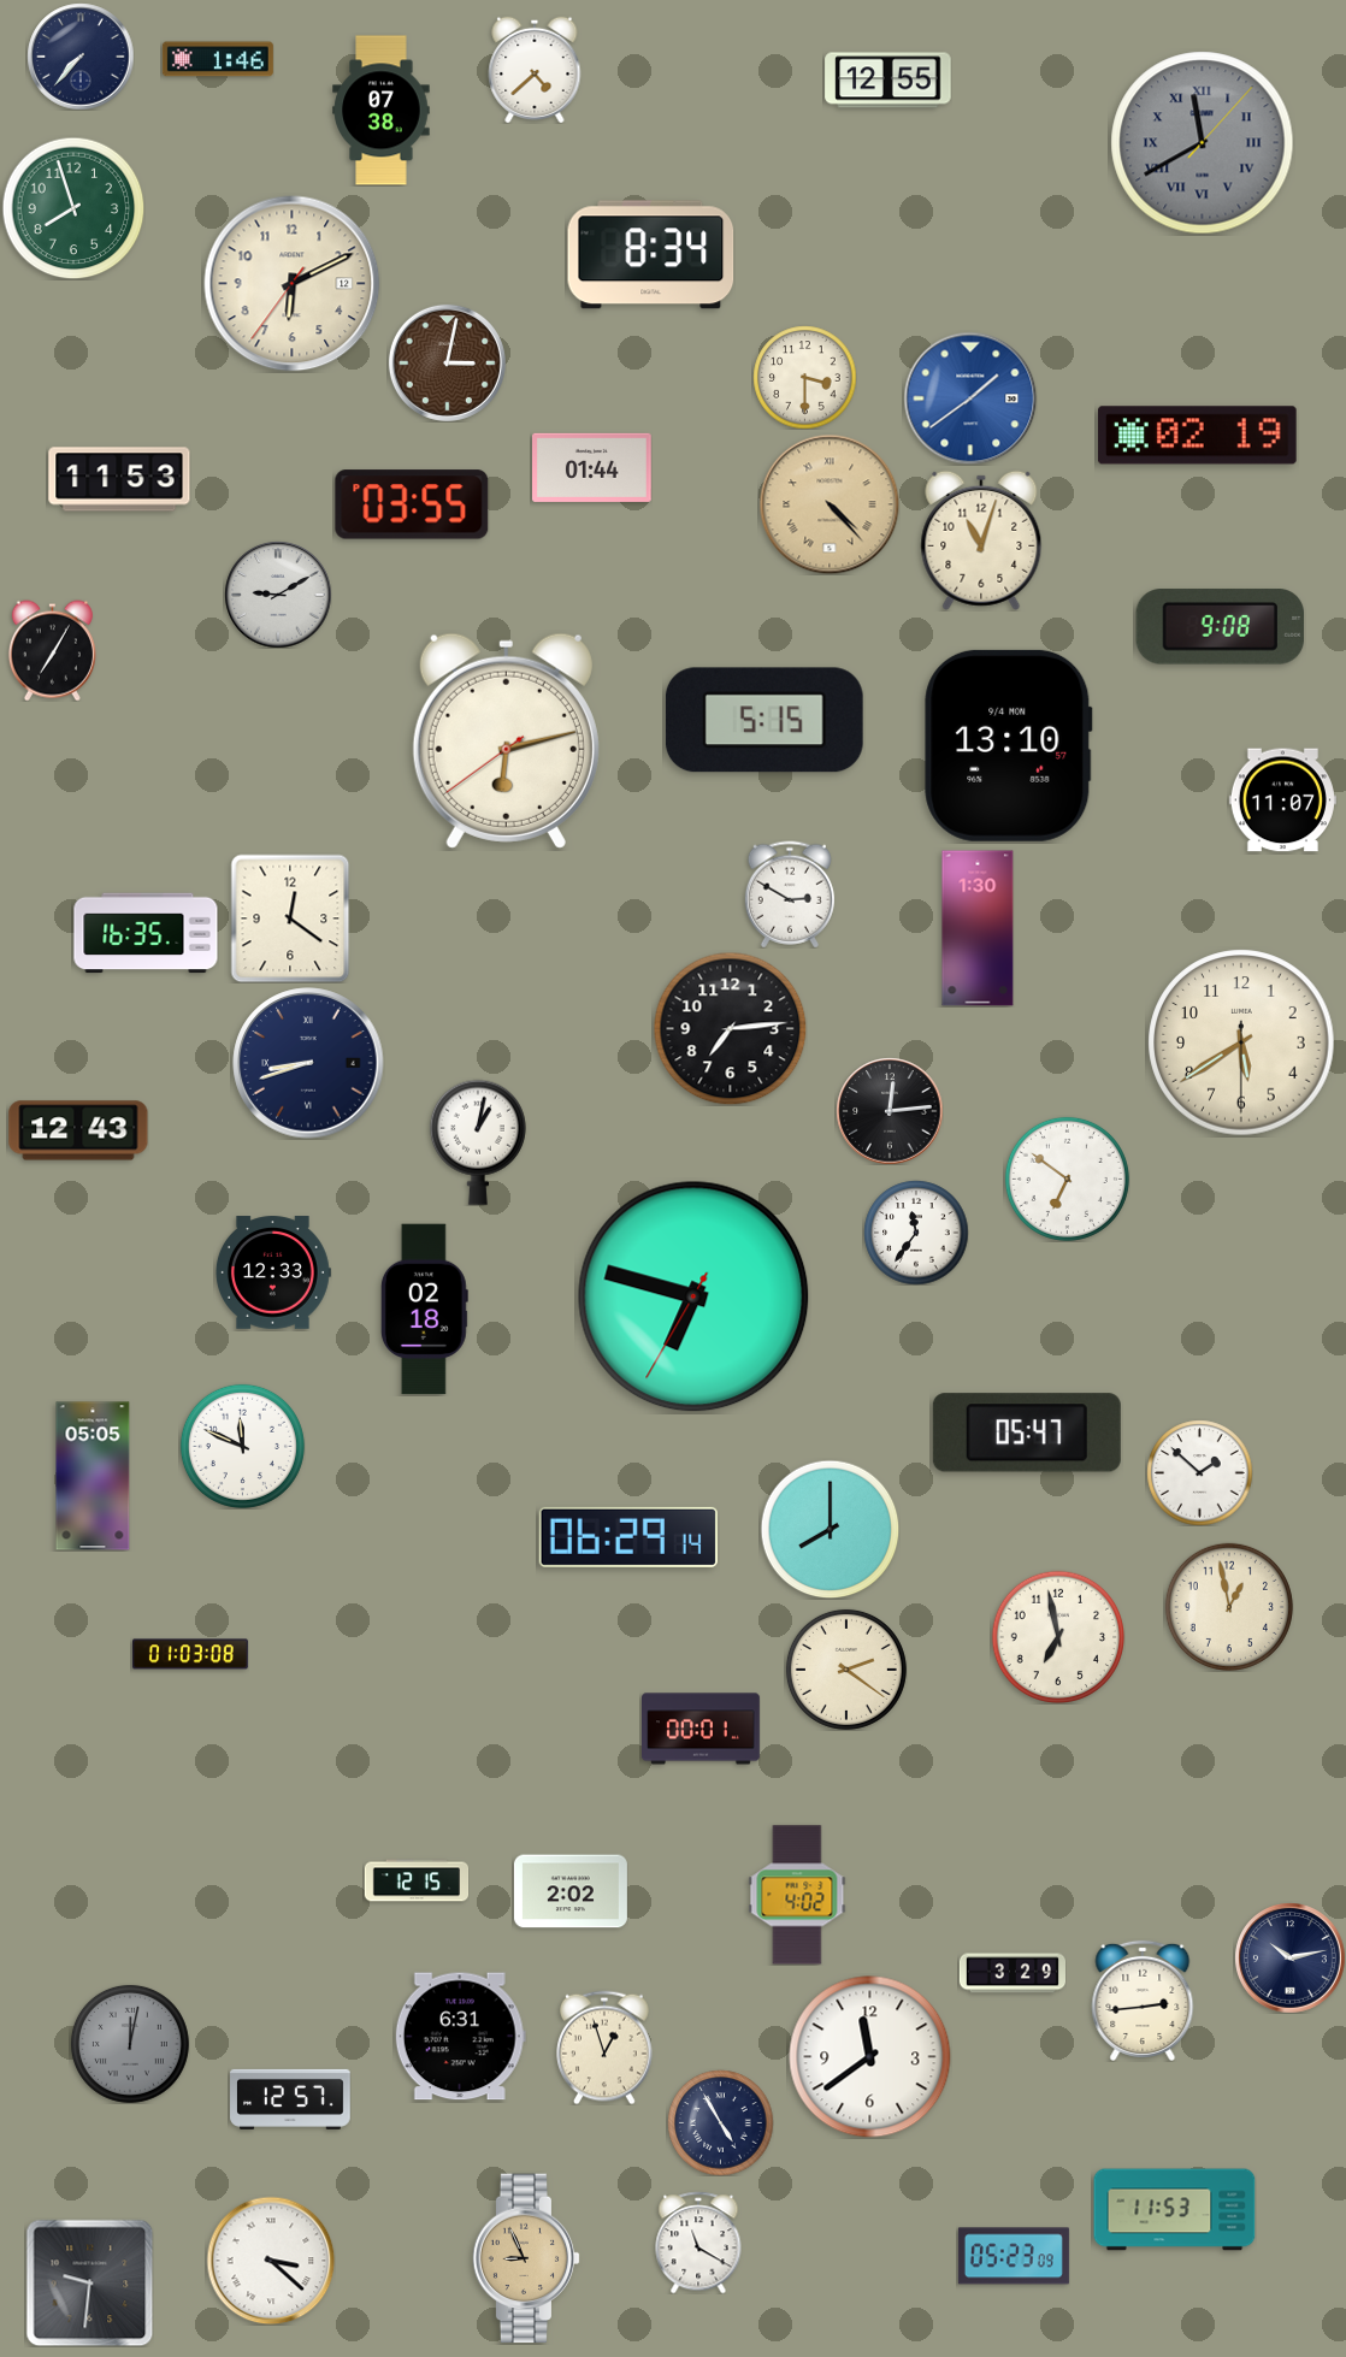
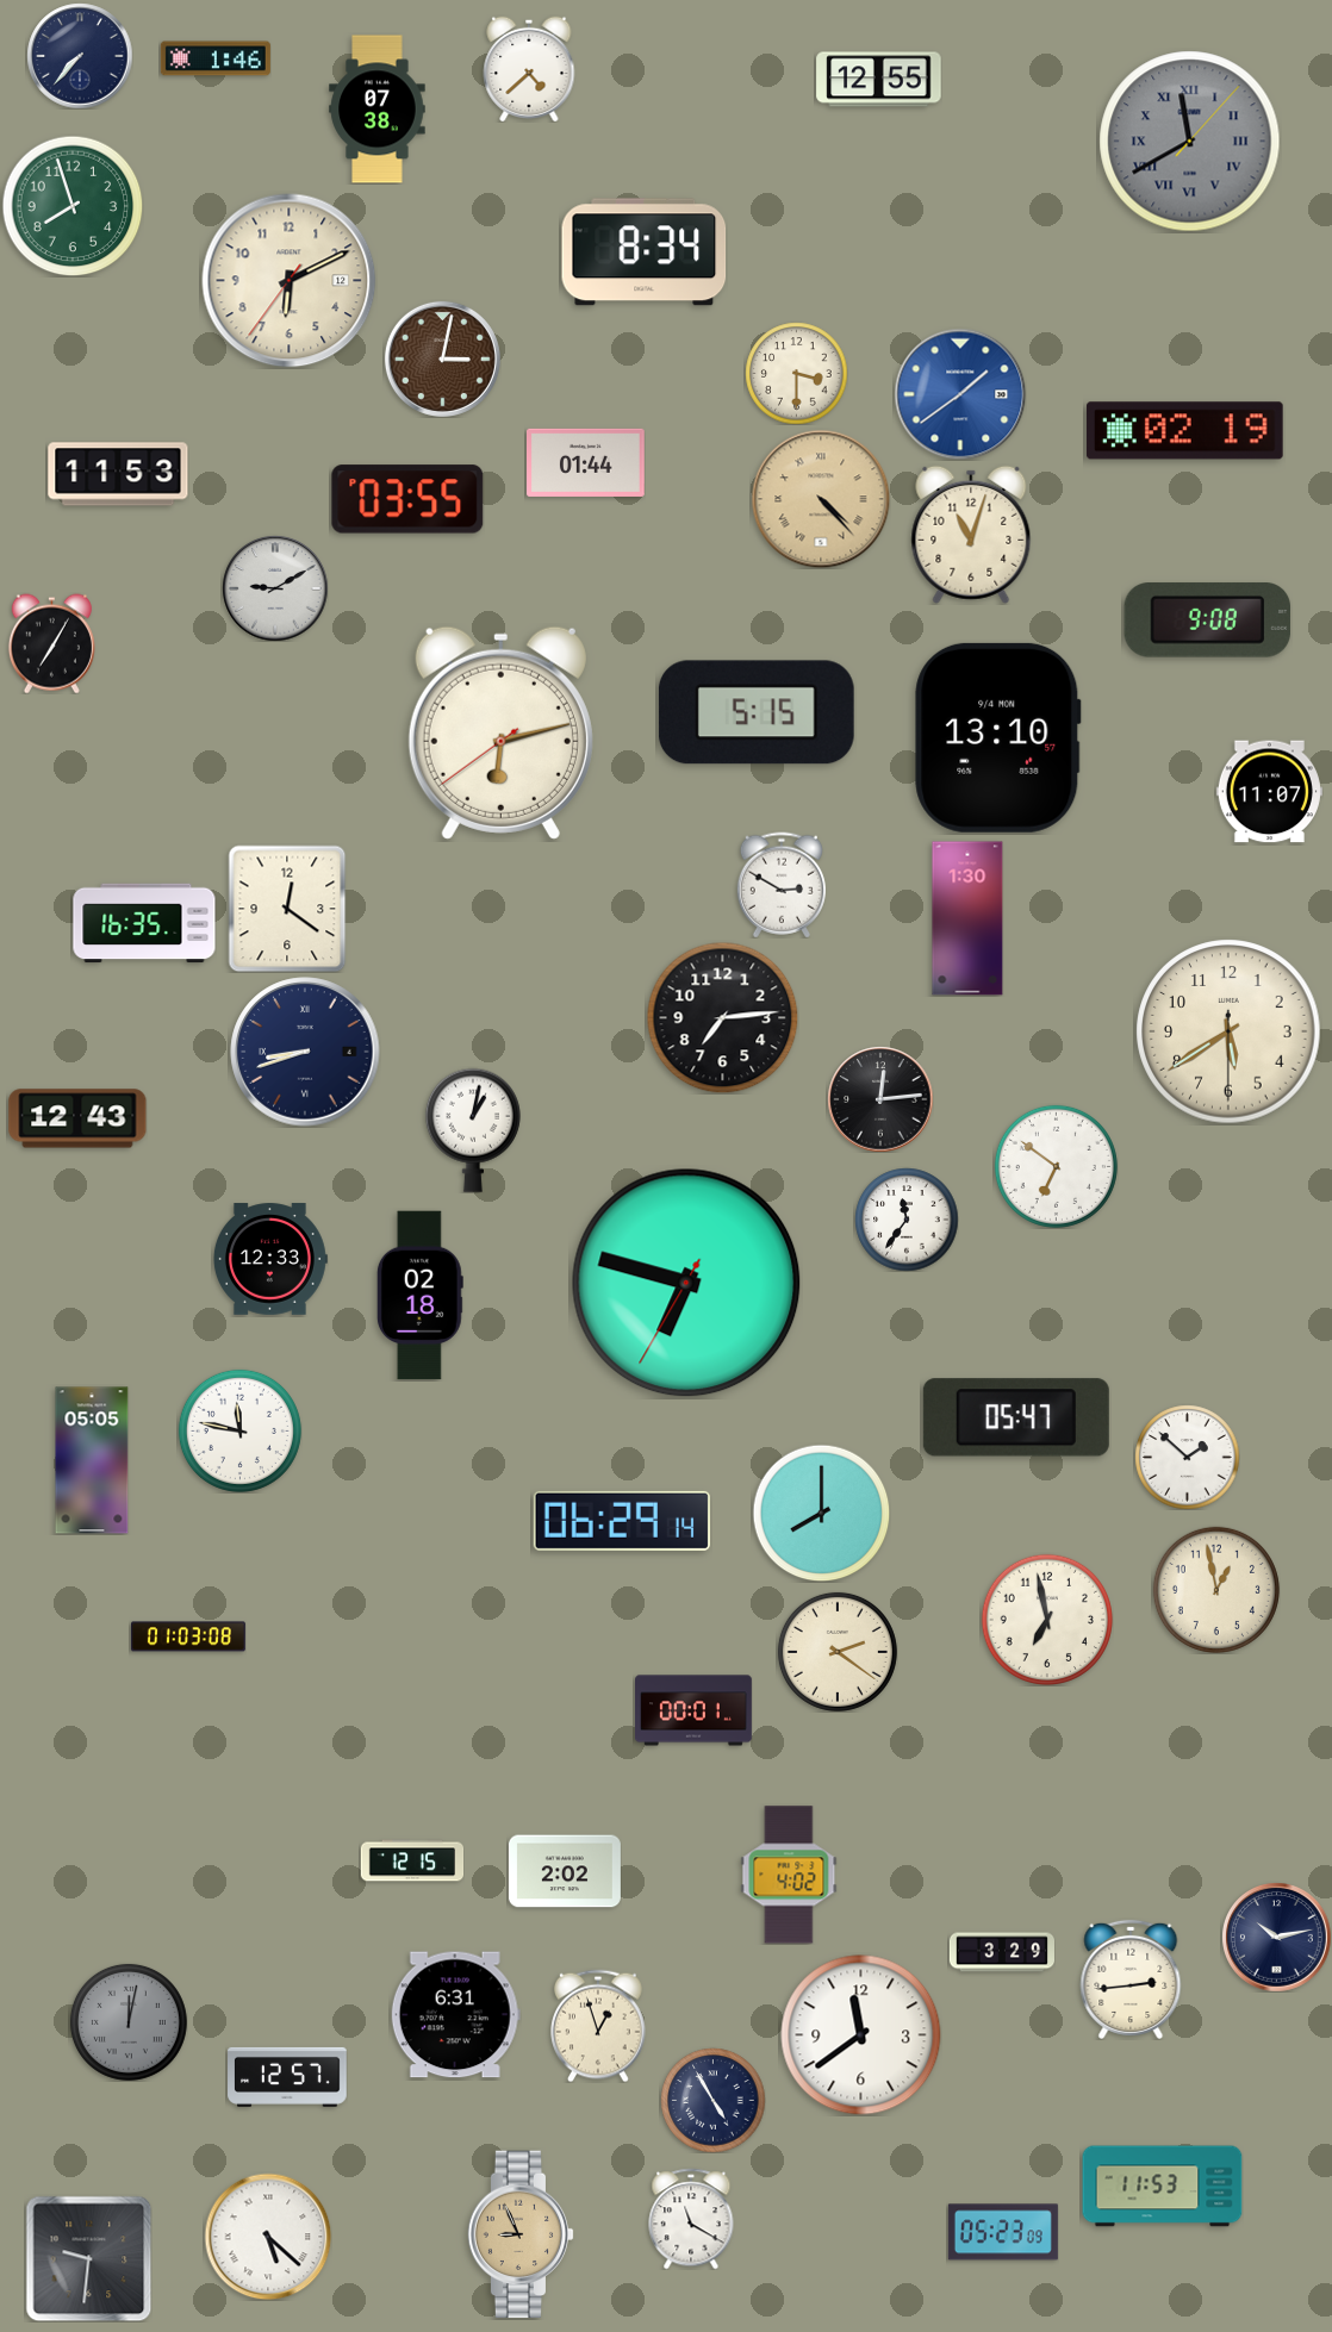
clock at (242, 1446): 11:49 -> 11:47
clock at (271, 2261): 3:22 -> 5:22
